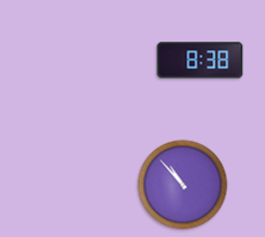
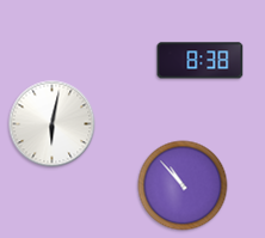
clock at (53, 124): none -> 6:02
